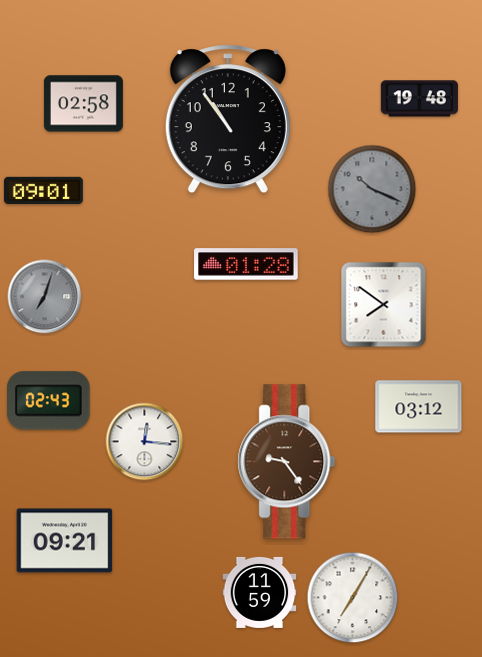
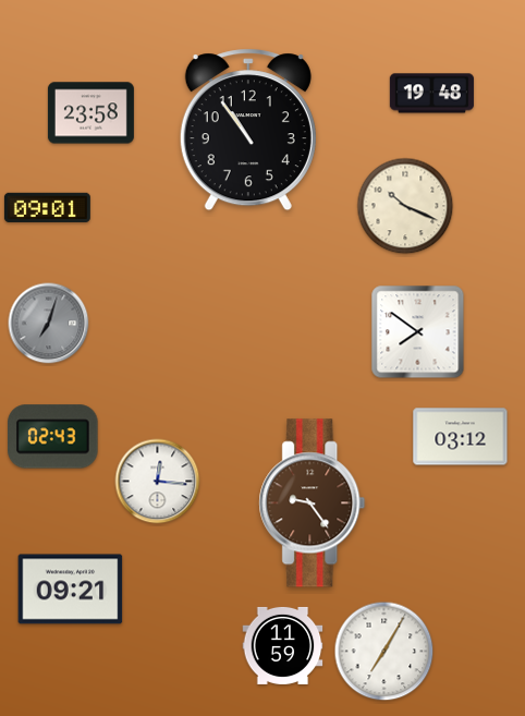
clock at (419, 99) position: (419, 99) -> (431, 94)
clock at (83, 104): 02:58 -> 23:58
clock at (372, 189) dial: grey -> cream
clock at (246, 264): 01:28 -> none
clock at (419, 407) position: (419, 407) -> (461, 437)
